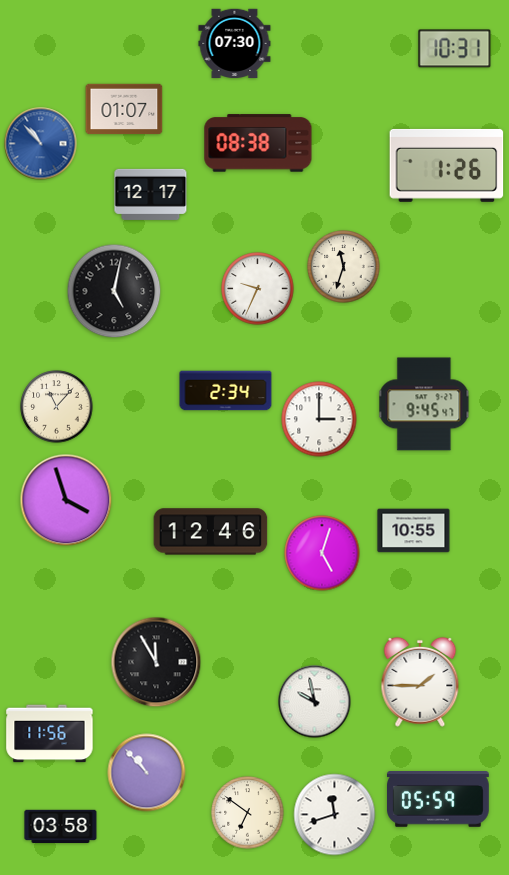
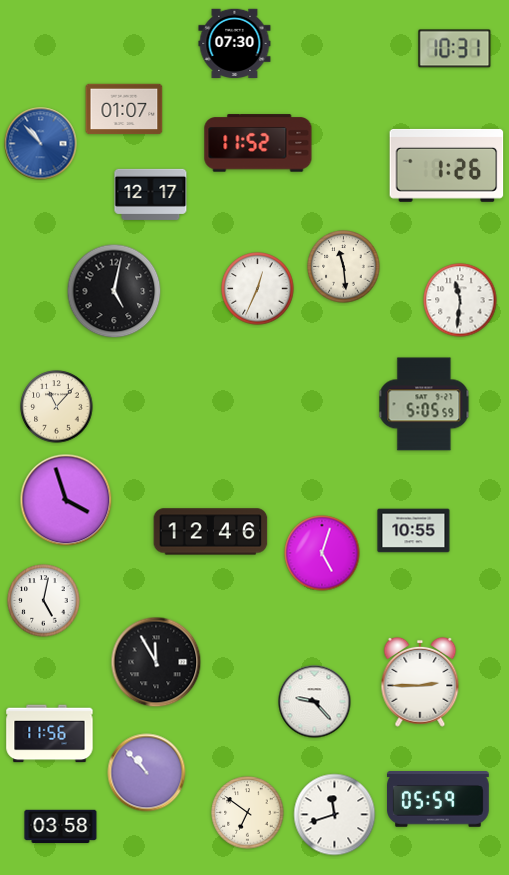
clock at (258, 143): 08:38 -> 11:52
clock at (344, 267): 11:33 -> 11:29
clock at (258, 289): 9:34 -> 12:34
clock at (460, 300): none -> 11:31
clock at (226, 391): 2:34 -> none
clock at (424, 404): 9:45 -> 5:05
clock at (319, 419): 3:00 -> none
clock at (44, 601): none -> 5:02
clock at (420, 682): 1:45 -> 2:45
clock at (315, 702): 9:58 -> 9:23
